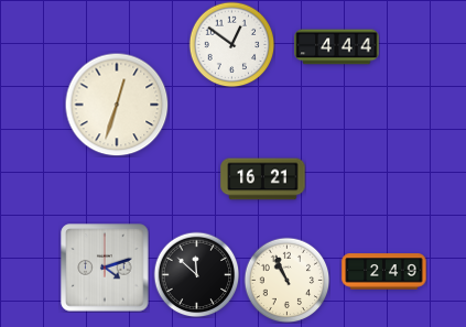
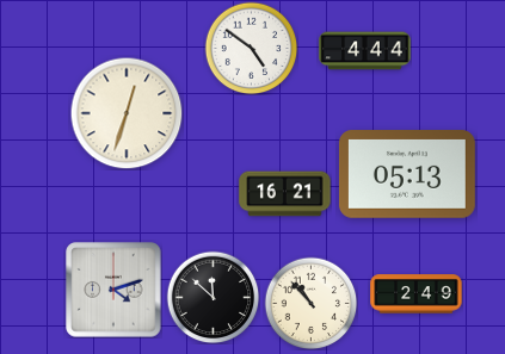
clock at (231, 44): 12:51 -> 4:51
clock at (407, 175): none -> 05:13
clock at (286, 280): 10:56 -> 10:53
